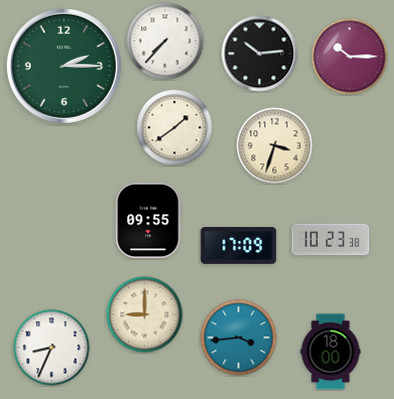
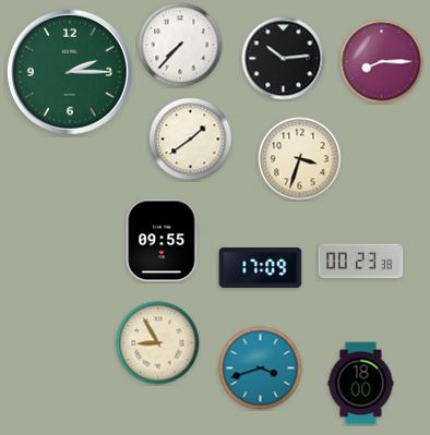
clock at (350, 57): 10:15 -> 8:15
clock at (331, 240): 10:23 -> 00:23
clock at (145, 315): 9:00 -> 8:55
clock at (239, 338): 3:44 -> 3:42
clock at (52, 348): 8:34 -> none
